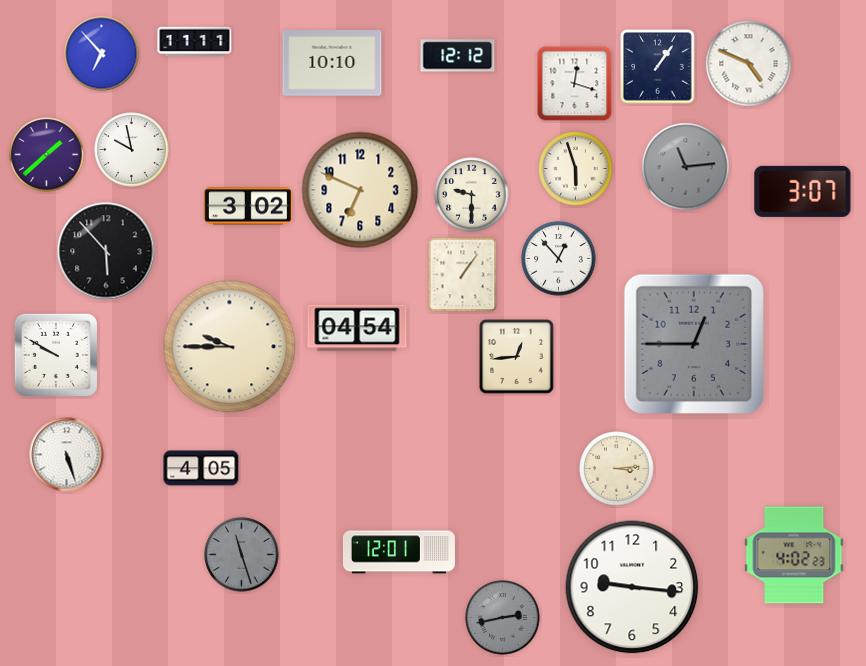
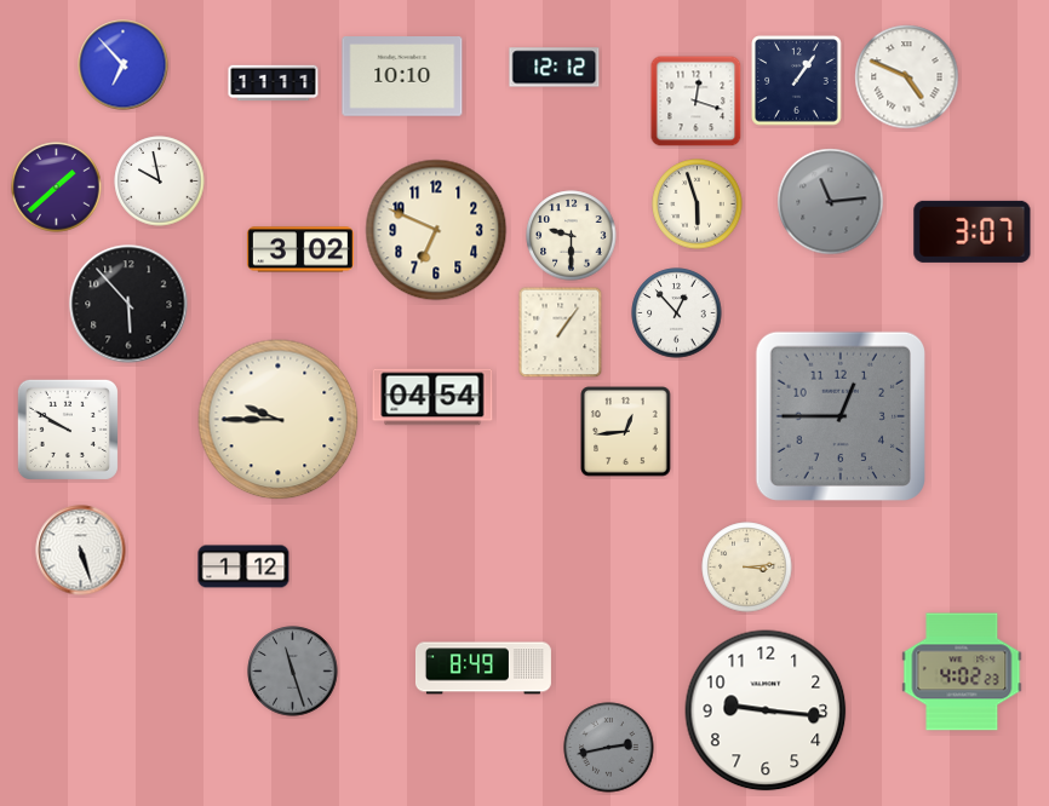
clock at (195, 42) position: (195, 42) -> (274, 84)
clock at (201, 468): 4:05 -> 1:12
clock at (399, 552): 12:01 -> 8:49
